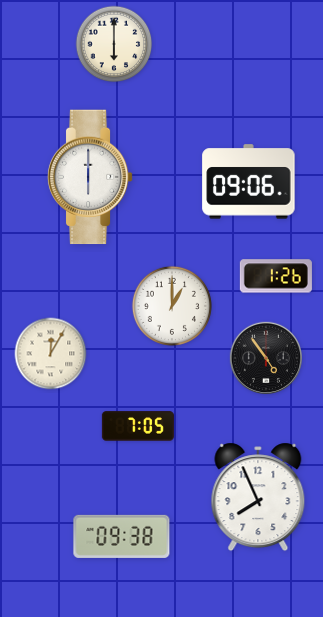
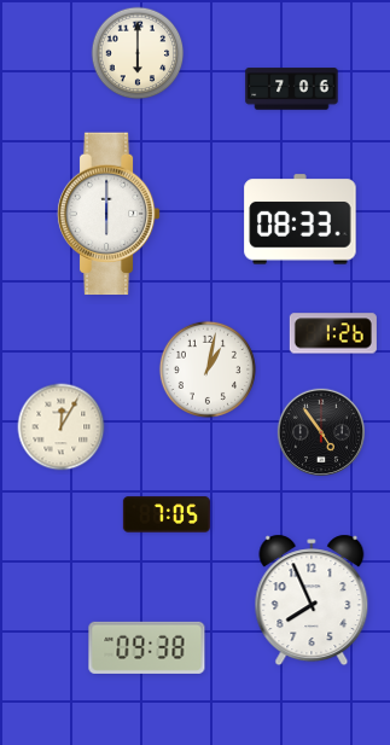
clock at (292, 89): none -> 7:06
clock at (249, 182): 09:06 -> 08:33
clock at (172, 306): 1:00 -> 1:02
